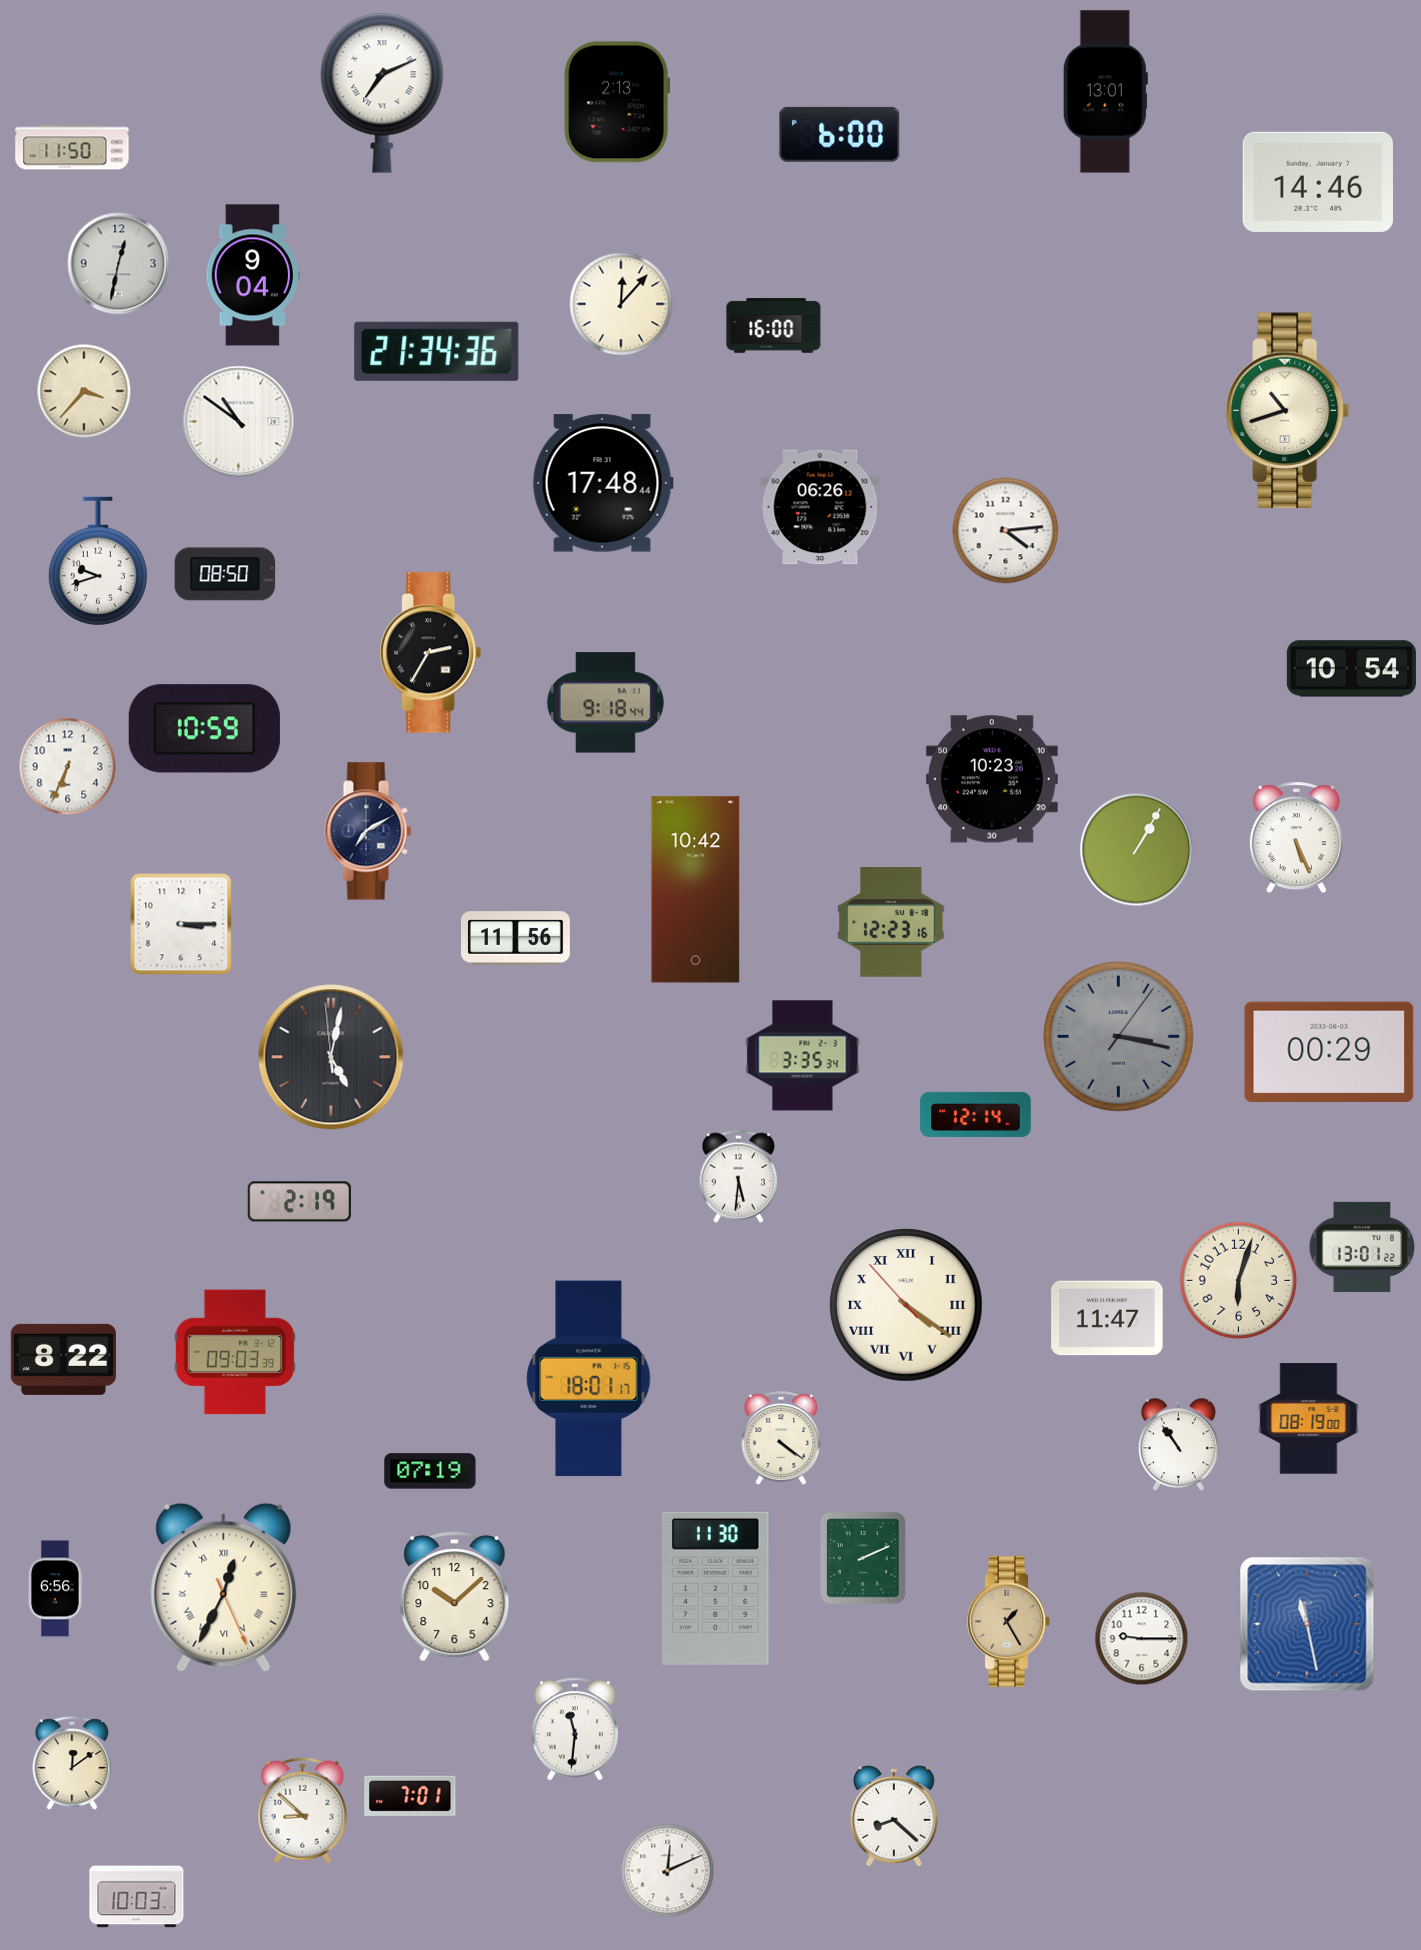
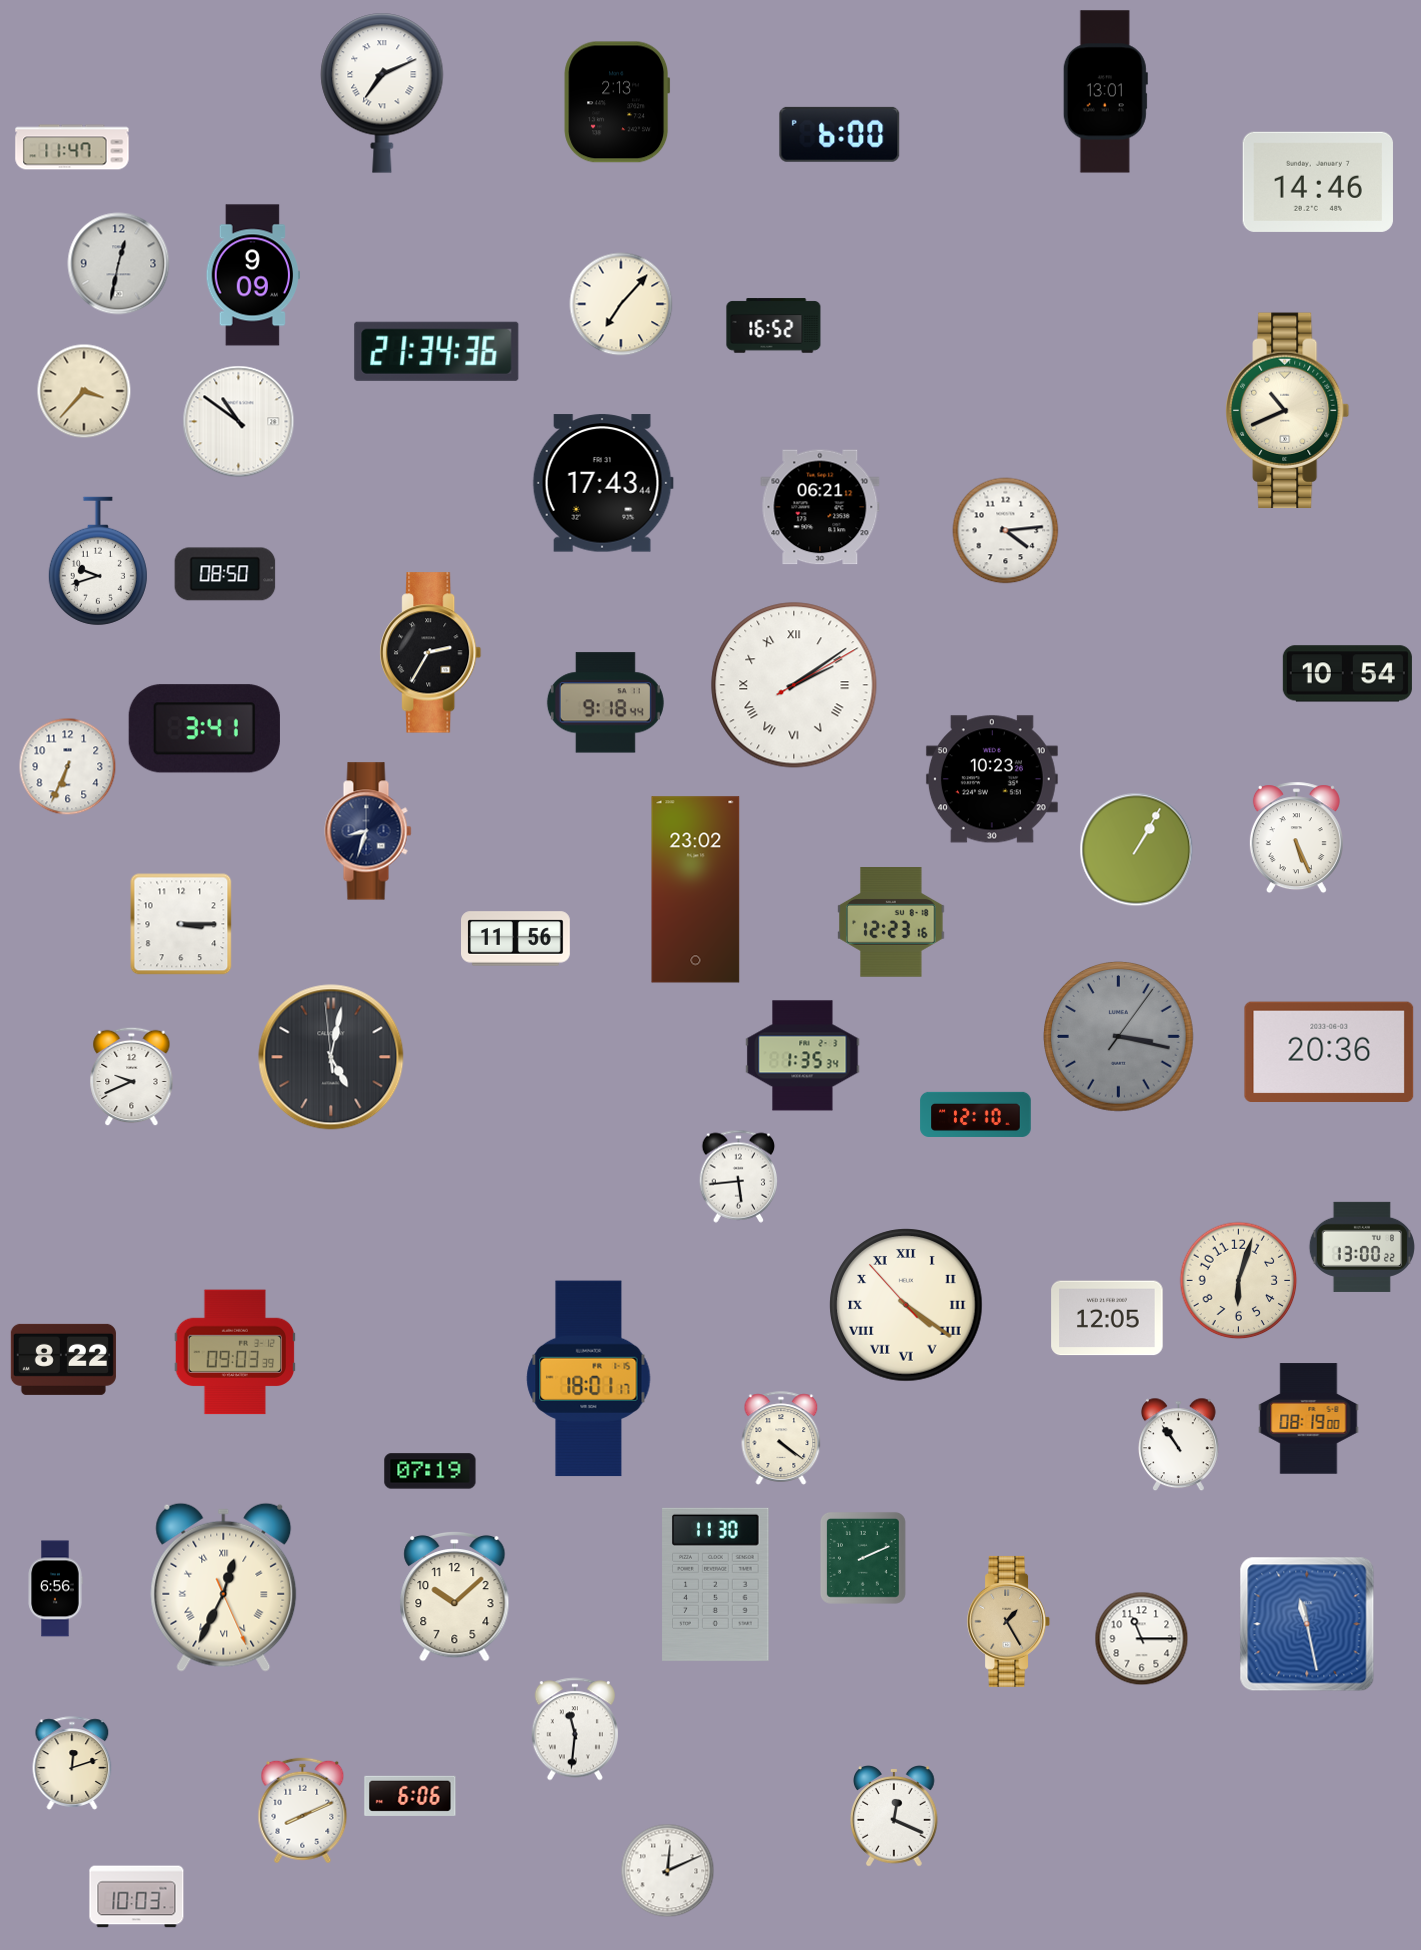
clock at (72, 147): 11:50 -> 11:47
clock at (252, 275): 9:04 -> 9:09
clock at (621, 304): 12:07 -> 7:07
clock at (774, 326): 16:00 -> 16:52
clock at (1288, 411): 10:42 -> 10:41
clock at (603, 483): 17:48 -> 17:43
clock at (820, 507): 06:26 -> 06:21
clock at (1351, 669) position: (1351, 669) -> (1347, 674)
clock at (794, 685): none -> 2:09
clock at (204, 729): 10:59 -> 3:41
clock at (368, 831): 7:10 -> 8:33
clock at (696, 890): 10:42 -> 23:02
clock at (1329, 1051): 00:29 -> 20:36
clock at (803, 1056): 3:35 -> 1:35
clock at (132, 1077): none -> 9:41
clock at (976, 1114): 12:14 -> 12:10
clock at (739, 1176): 5:31 -> 5:44
clock at (299, 1202): 2:19 -> none
clock at (1362, 1247): 13:01 -> 13:00
clock at (1107, 1318): 11:47 -> 12:05
clock at (716, 1588) position: (716, 1588) -> (716, 1584)
clock at (1142, 1639): 9:15 -> 11:15
clock at (72, 1763): 12:09 -> 12:12
clock at (410, 1796): 7:01 -> 6:06
clock at (303, 1811): 8:52 -> 8:11
clock at (895, 1816): 8:22 -> 12:19
